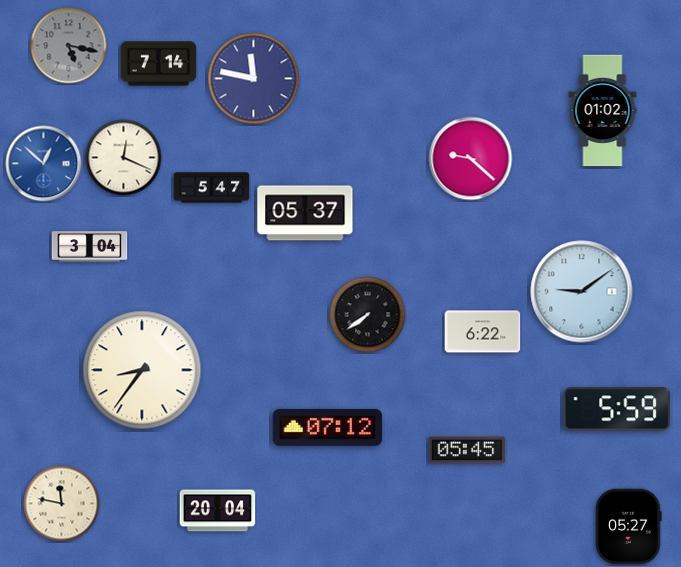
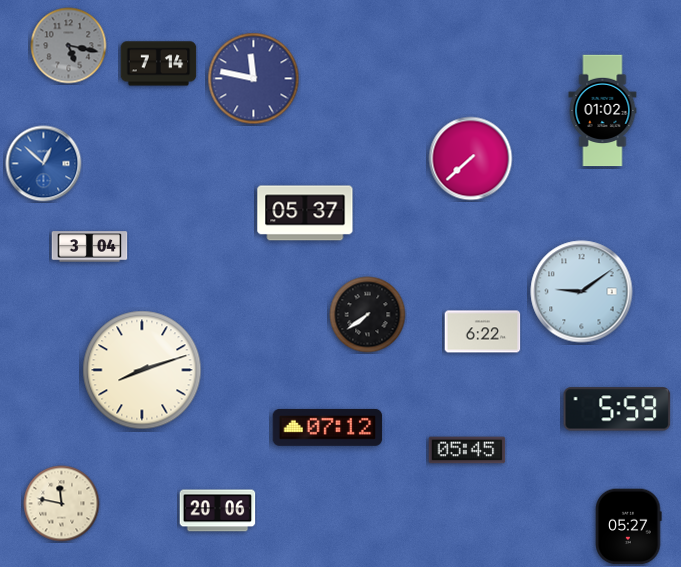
clock at (124, 158): 12:19 -> none
clock at (471, 159): 9:22 -> 7:38
clock at (212, 188): 5:47 -> none
clock at (142, 370): 8:36 -> 8:12
clock at (218, 511): 20:04 -> 20:06
